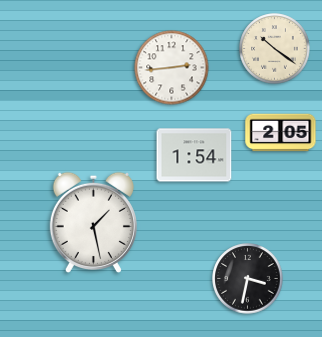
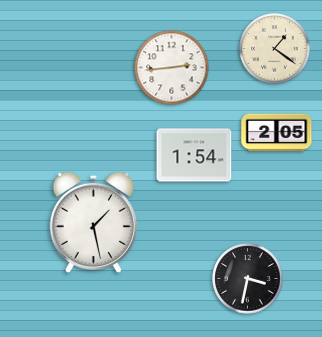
clock at (275, 49): 10:21 -> 1:21
clock at (281, 133) position: (281, 133) -> (277, 133)
